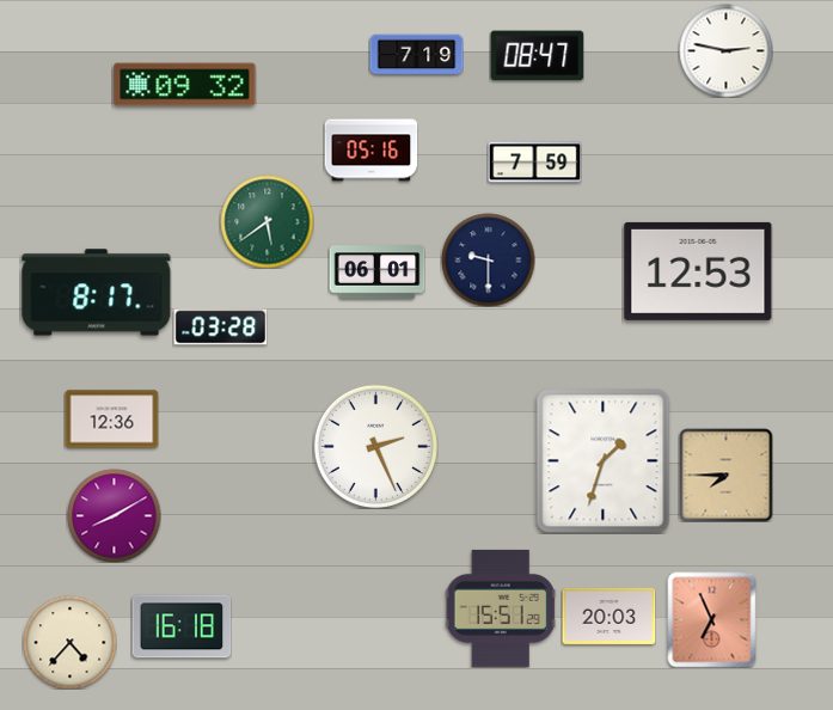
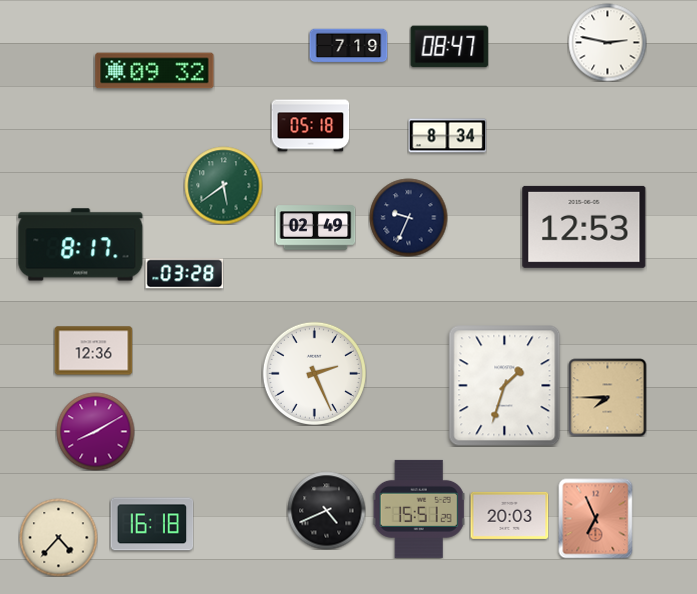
clock at (370, 151): 05:16 -> 05:18
clock at (534, 163): 7:59 -> 8:34
clock at (488, 259): 9:30 -> 9:34
clock at (376, 273): 06:01 -> 02:49
clock at (326, 510): none -> 4:41
